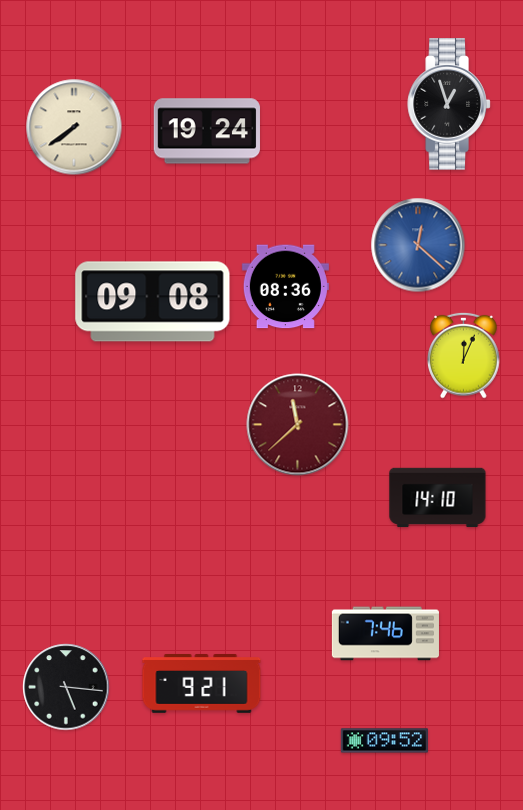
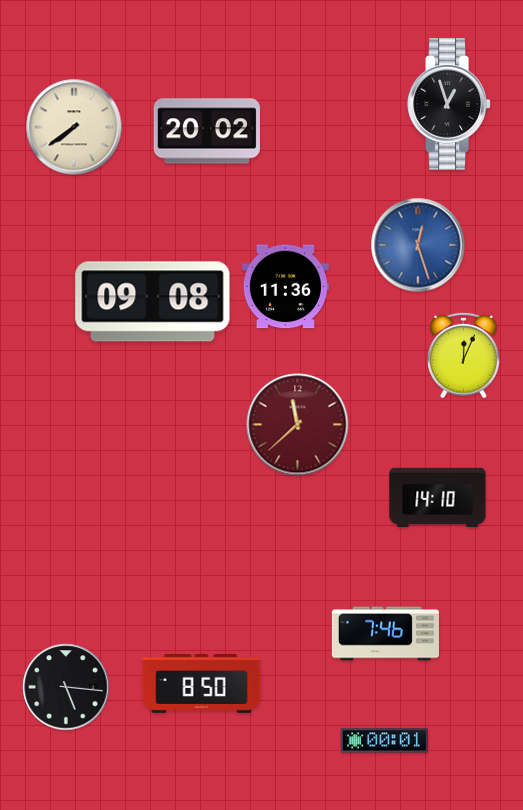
clock at (207, 131): 19:24 -> 20:02
clock at (418, 245): 12:22 -> 12:27
clock at (285, 287): 08:36 -> 11:36
clock at (202, 684): 9:21 -> 8:50
clock at (384, 741): 09:52 -> 00:01
